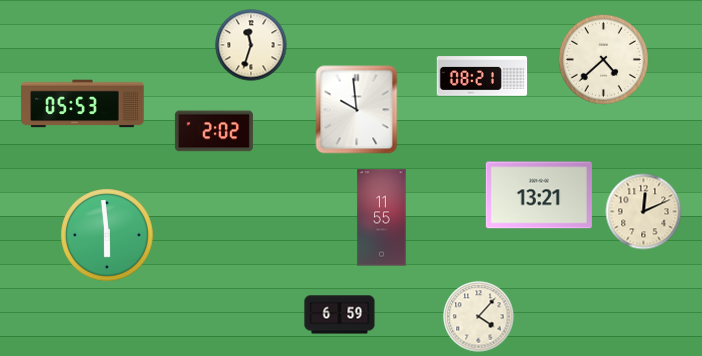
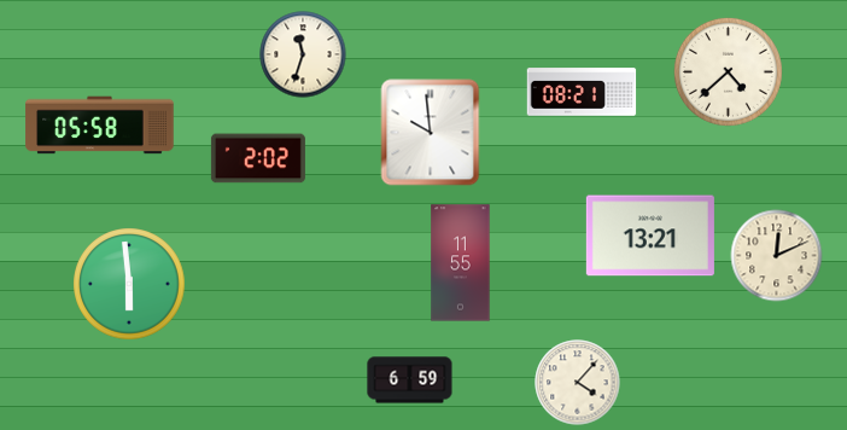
clock at (83, 104): 05:53 -> 05:58
